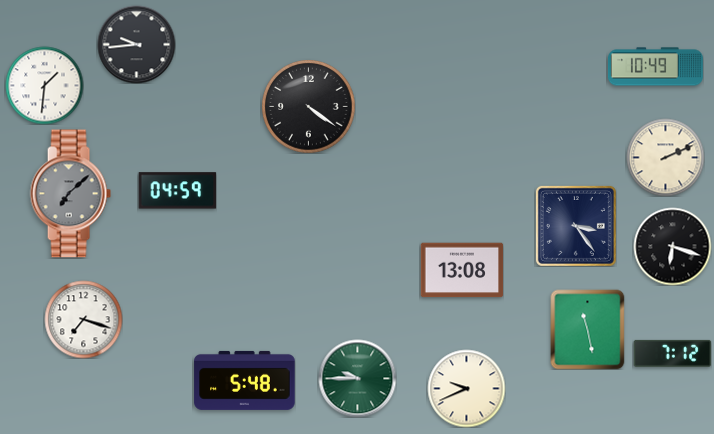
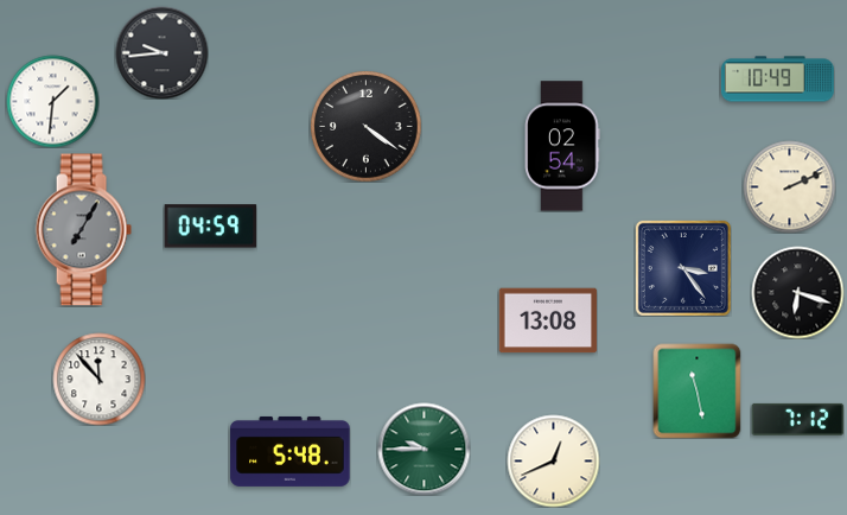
clock at (562, 146): none -> 02:54
clock at (70, 194): 7:08 -> 7:05
clock at (83, 319): 7:18 -> 11:53
clock at (466, 388): 9:41 -> 12:41
